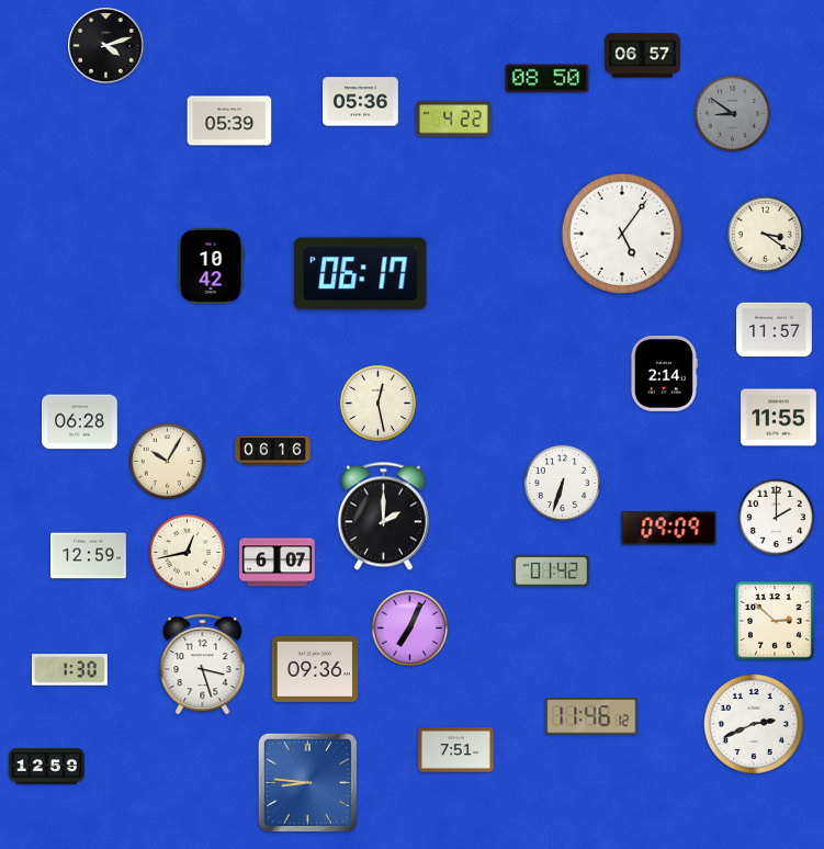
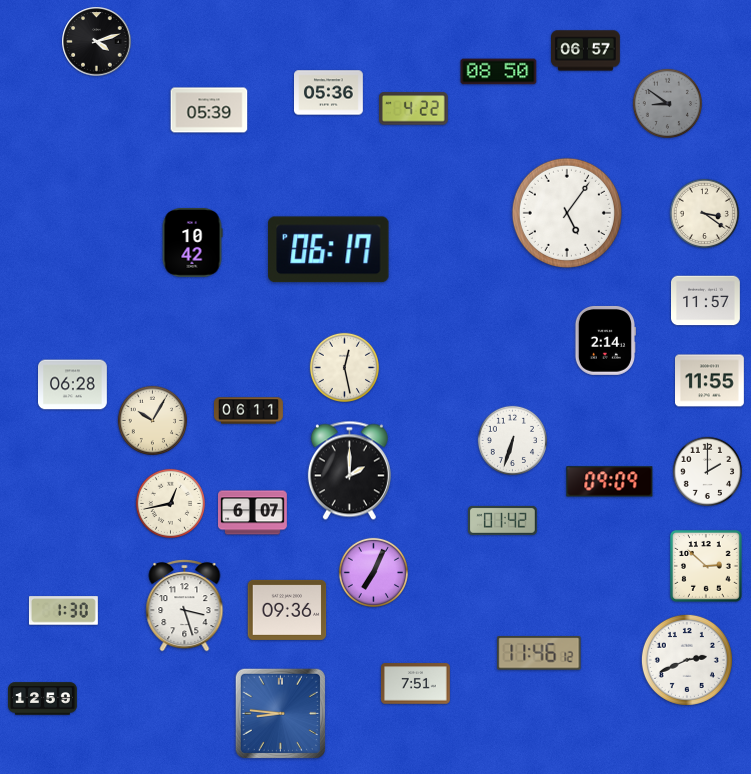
clock at (765, 234) position: (765, 234) -> (704, 213)
clock at (273, 451): 06:16 -> 06:11
clock at (89, 556): 12:59 -> none
